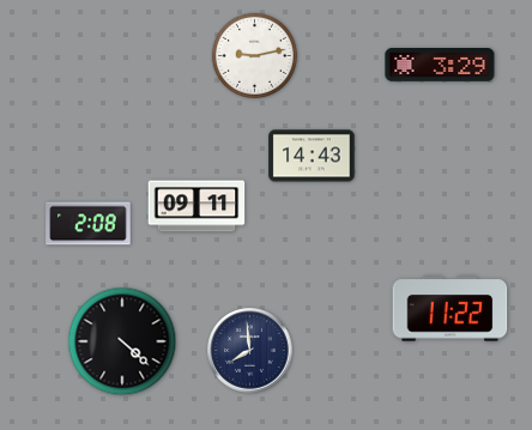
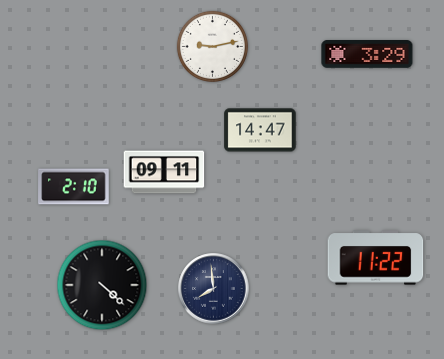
clock at (312, 156): 14:43 -> 14:47
clock at (89, 224): 2:08 -> 2:10
clock at (250, 351) position: (250, 351) -> (214, 289)
